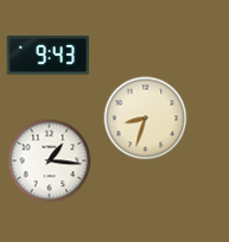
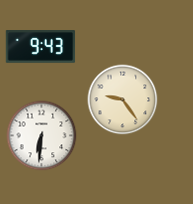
clock at (146, 119): 8:33 -> 9:24
clock at (50, 161): 1:16 -> 6:31
